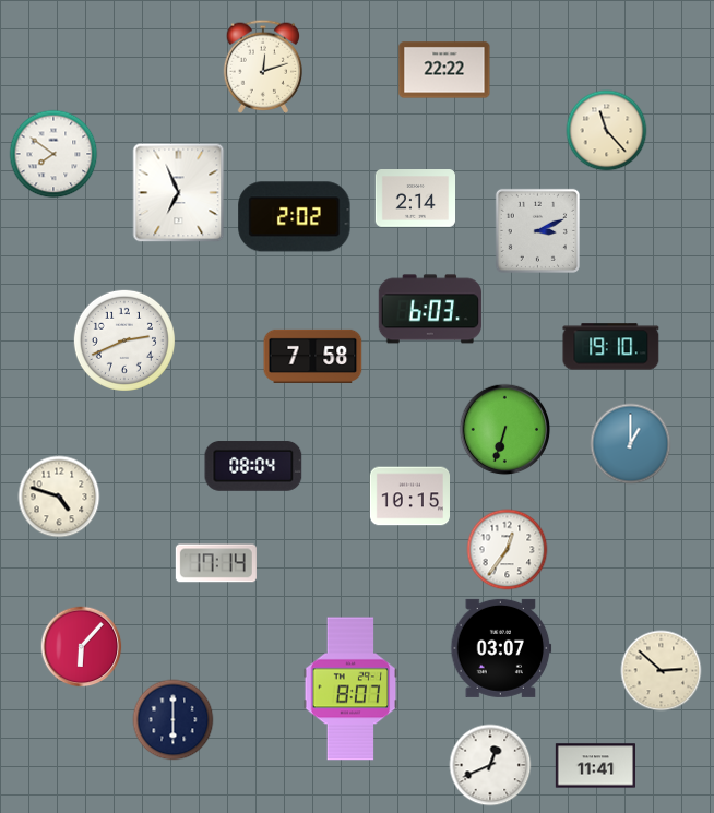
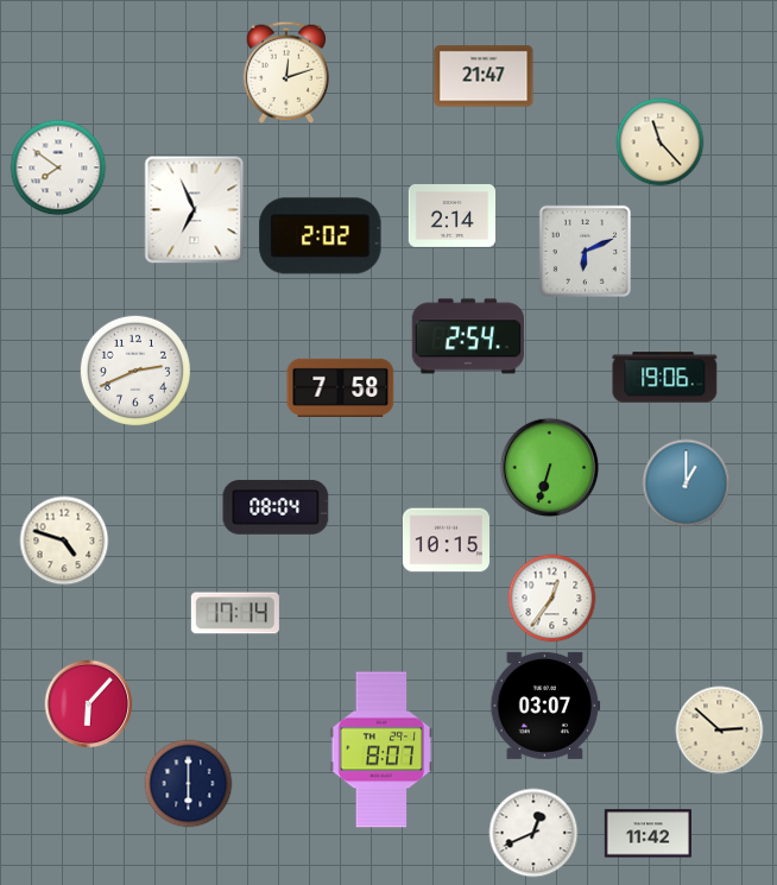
clock at (444, 70): 22:22 -> 21:47
clock at (537, 230): 3:11 -> 6:11
clock at (430, 309): 6:03 -> 2:54
clock at (611, 347): 19:10 -> 19:06
clock at (595, 766): 11:41 -> 11:42
